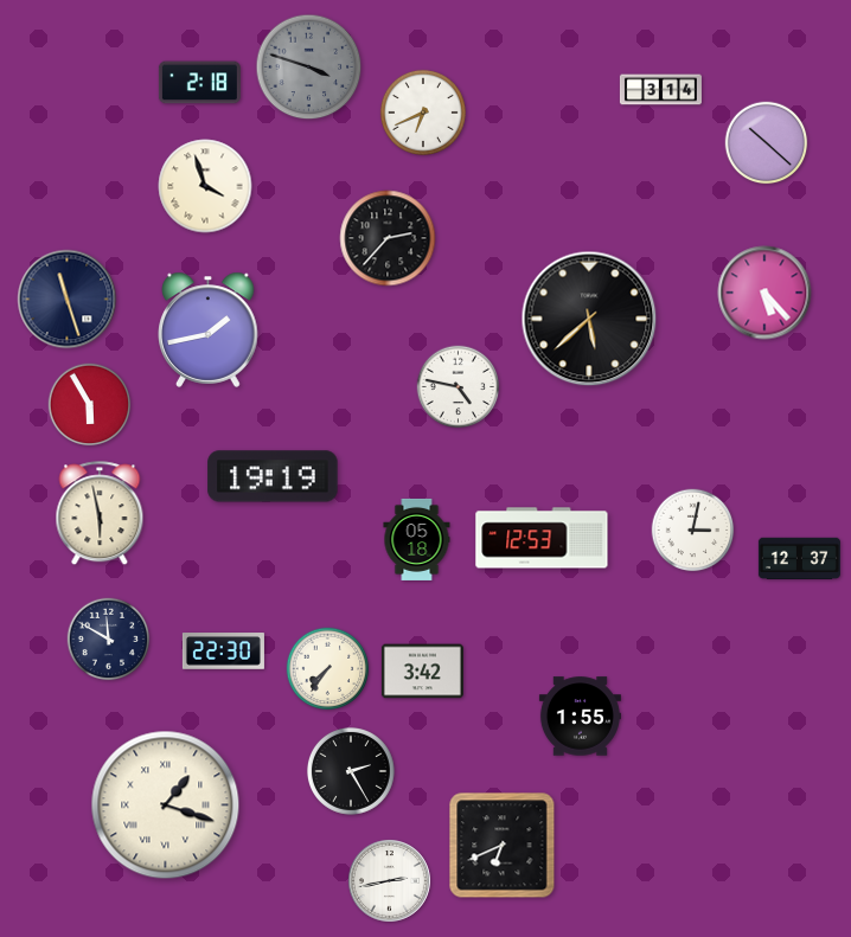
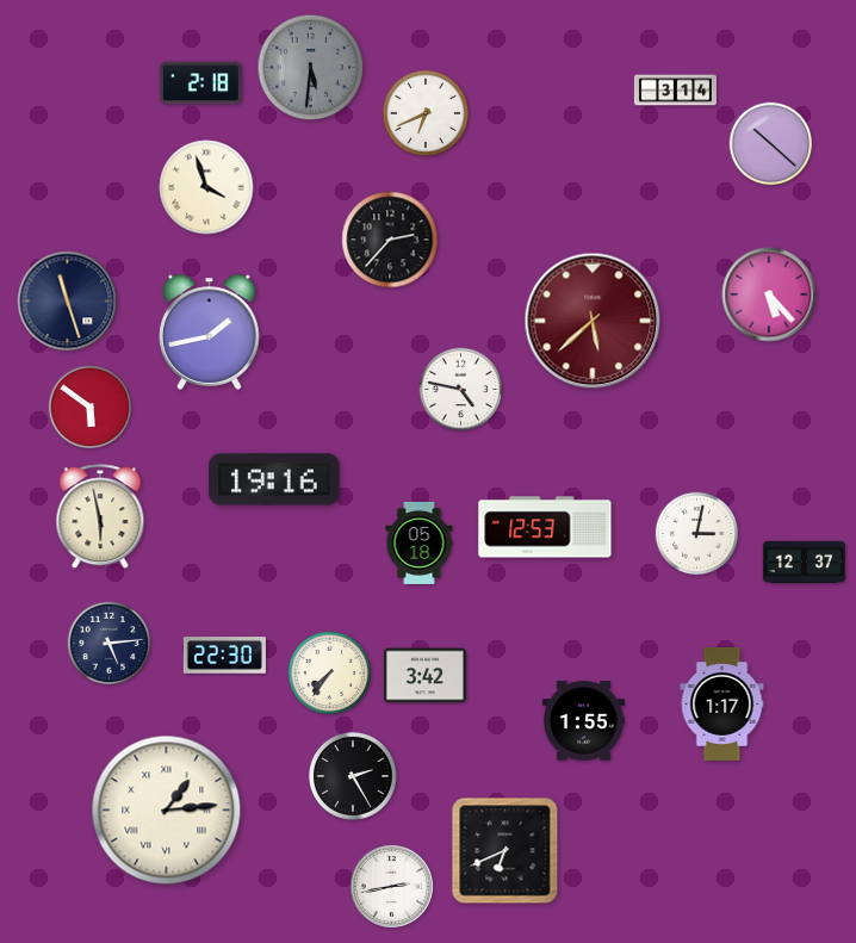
clock at (309, 68): 3:48 -> 5:31
clock at (660, 90) position: (660, 90) -> (675, 91)
clock at (589, 319) dial: black -> burgundy
clock at (90, 405): 5:55 -> 5:51
clock at (273, 476): 19:19 -> 19:16
clock at (542, 538) position: (542, 538) -> (545, 527)
clock at (109, 640): 11:50 -> 5:14
clock at (722, 703): none -> 1:17
clock at (166, 806): 1:18 -> 1:14
